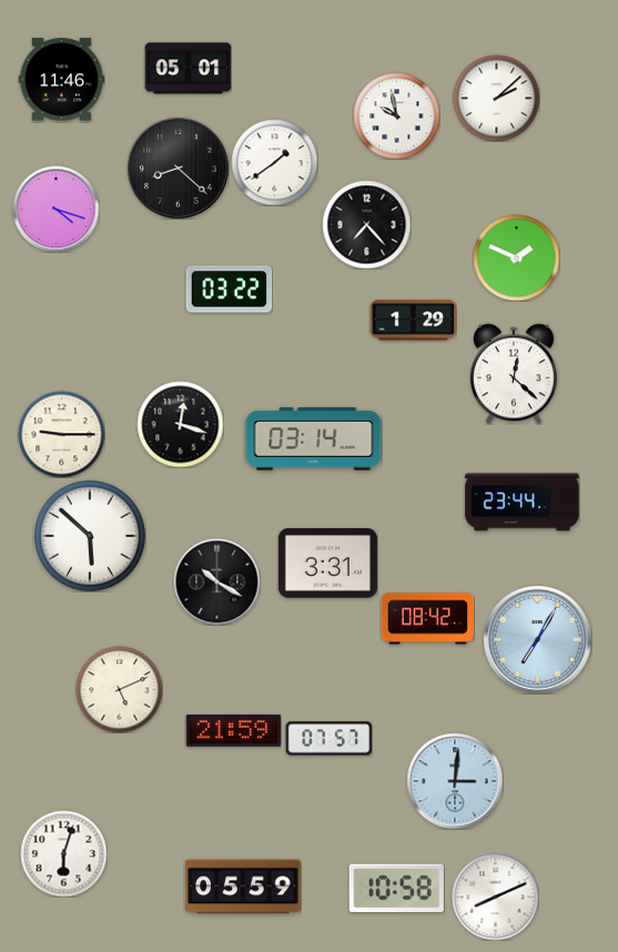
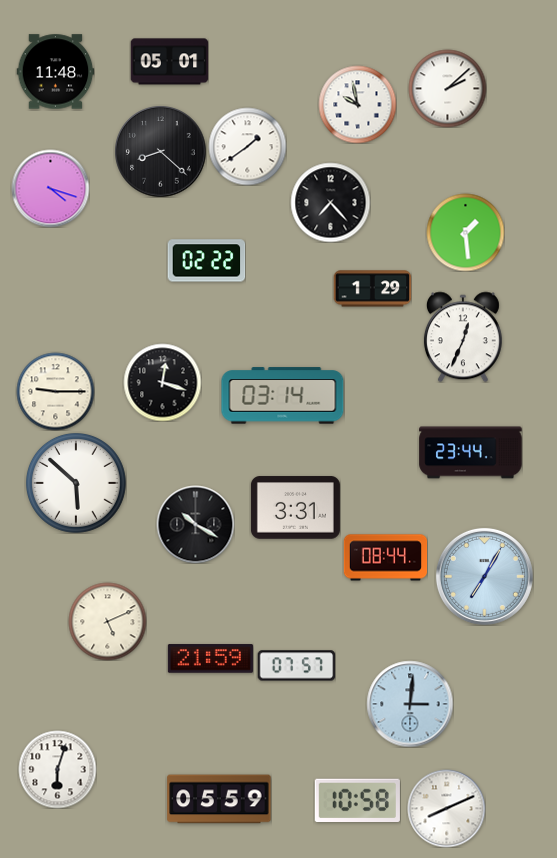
clock at (61, 80): 11:46 -> 11:48
clock at (516, 257): 1:49 -> 1:29
clock at (229, 290): 03:22 -> 02:22
clock at (514, 374): 12:22 -> 12:34
clock at (90, 536) position: (90, 536) -> (76, 483)
clock at (427, 619): 08:42 -> 08:44
